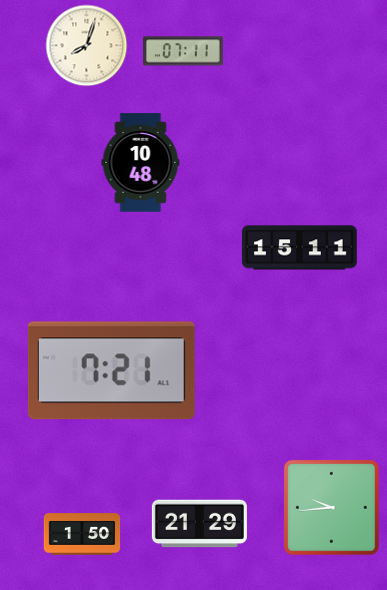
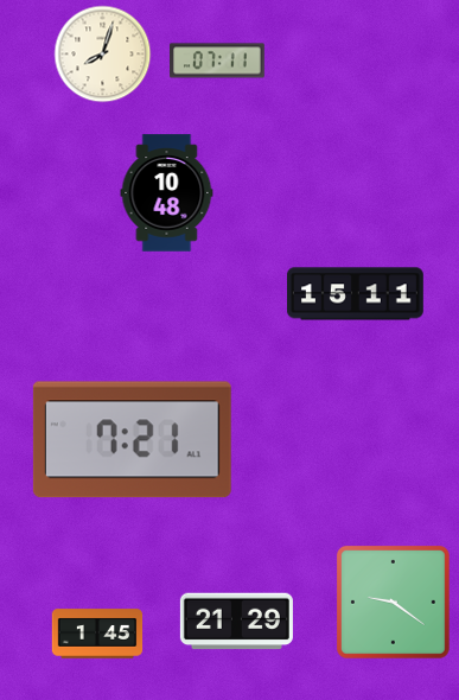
clock at (331, 507): 9:44 -> 9:21
clock at (82, 534): 1:50 -> 1:45
